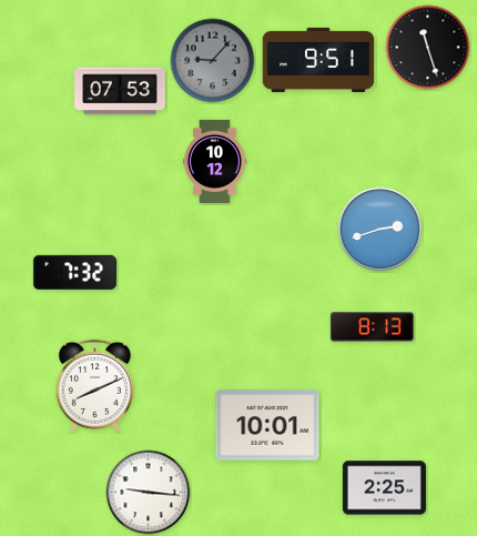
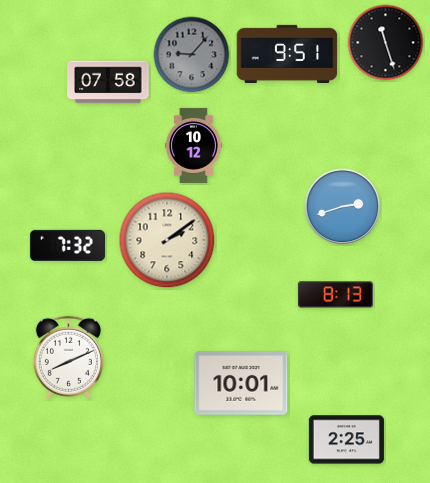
clock at (120, 91): 07:53 -> 07:58
clock at (167, 240): none -> 2:09
clock at (94, 385) position: (94, 385) -> (68, 357)
clock at (149, 493): 9:16 -> none
